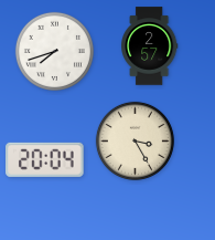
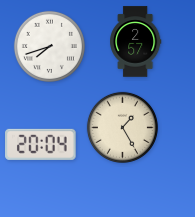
clock at (135, 140): 3:25 -> 1:25
